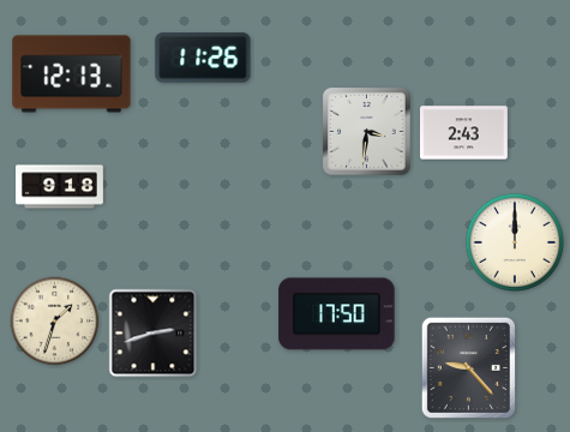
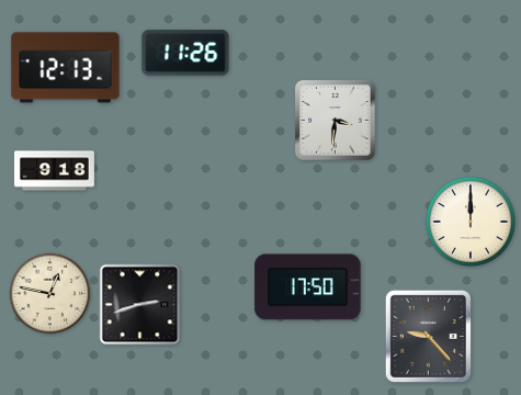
clock at (464, 133): 2:43 -> none
clock at (55, 322): 1:33 -> 12:47
